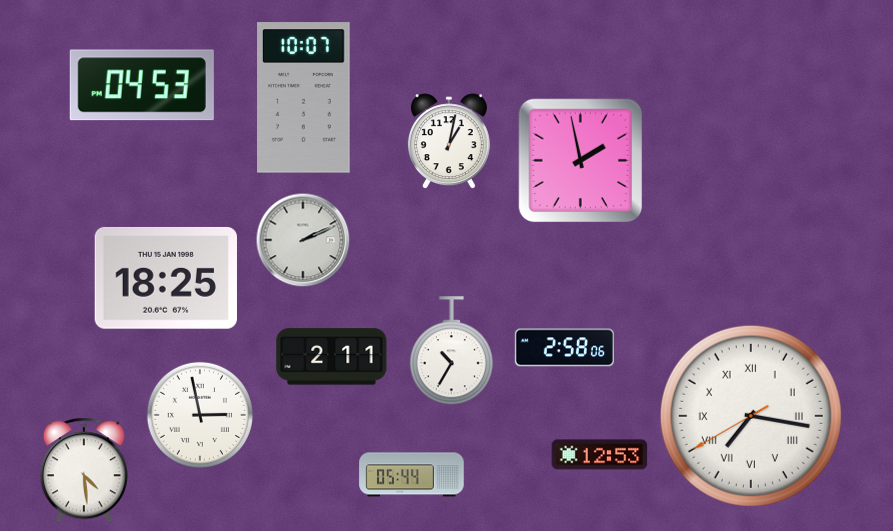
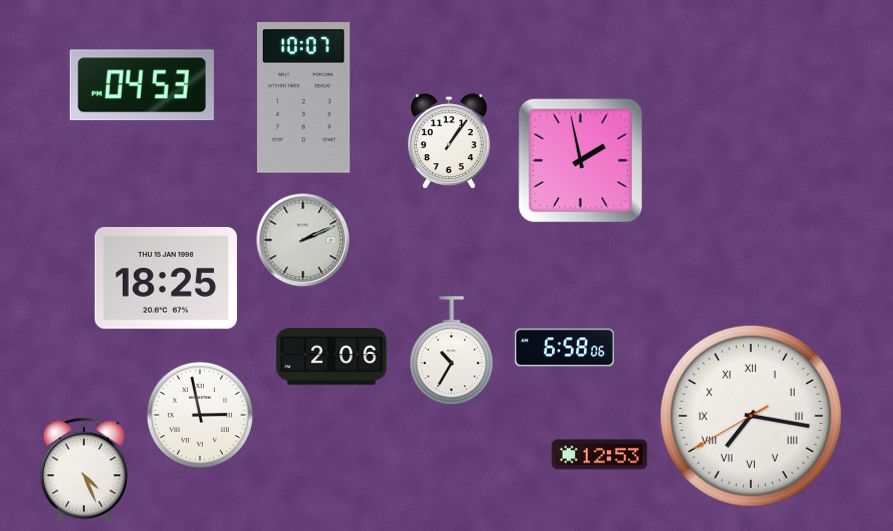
clock at (449, 142): 1:02 -> 1:06
clock at (564, 348): 2:58 -> 6:58
clock at (332, 357): 2:11 -> 2:06
clock at (84, 470): 4:29 -> 4:26
clock at (412, 475): 05:44 -> none
